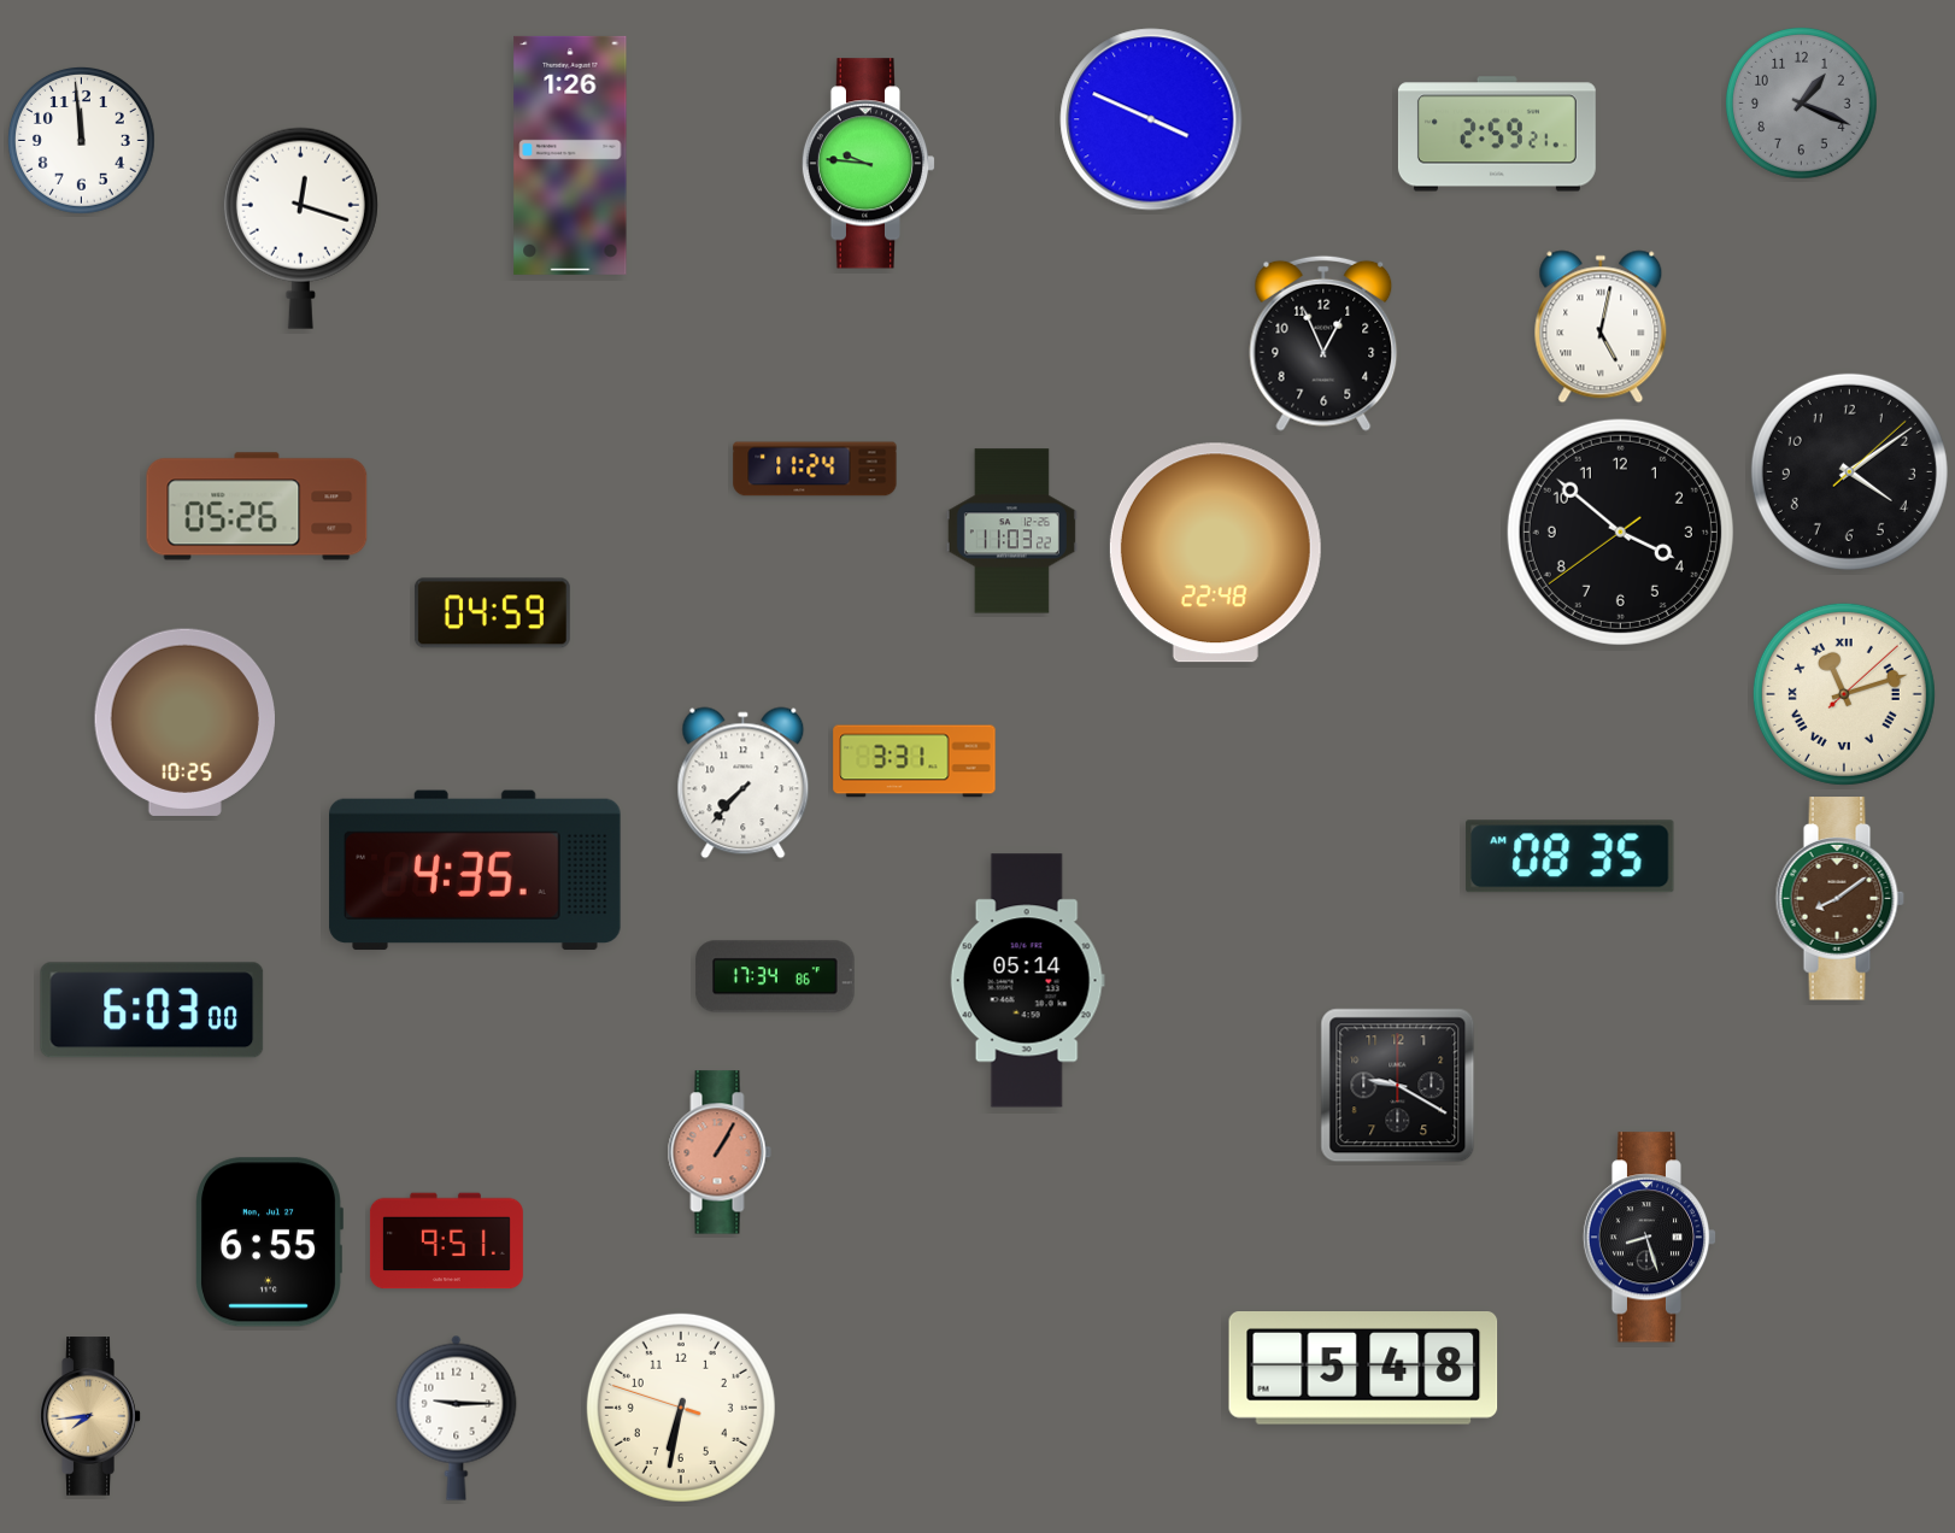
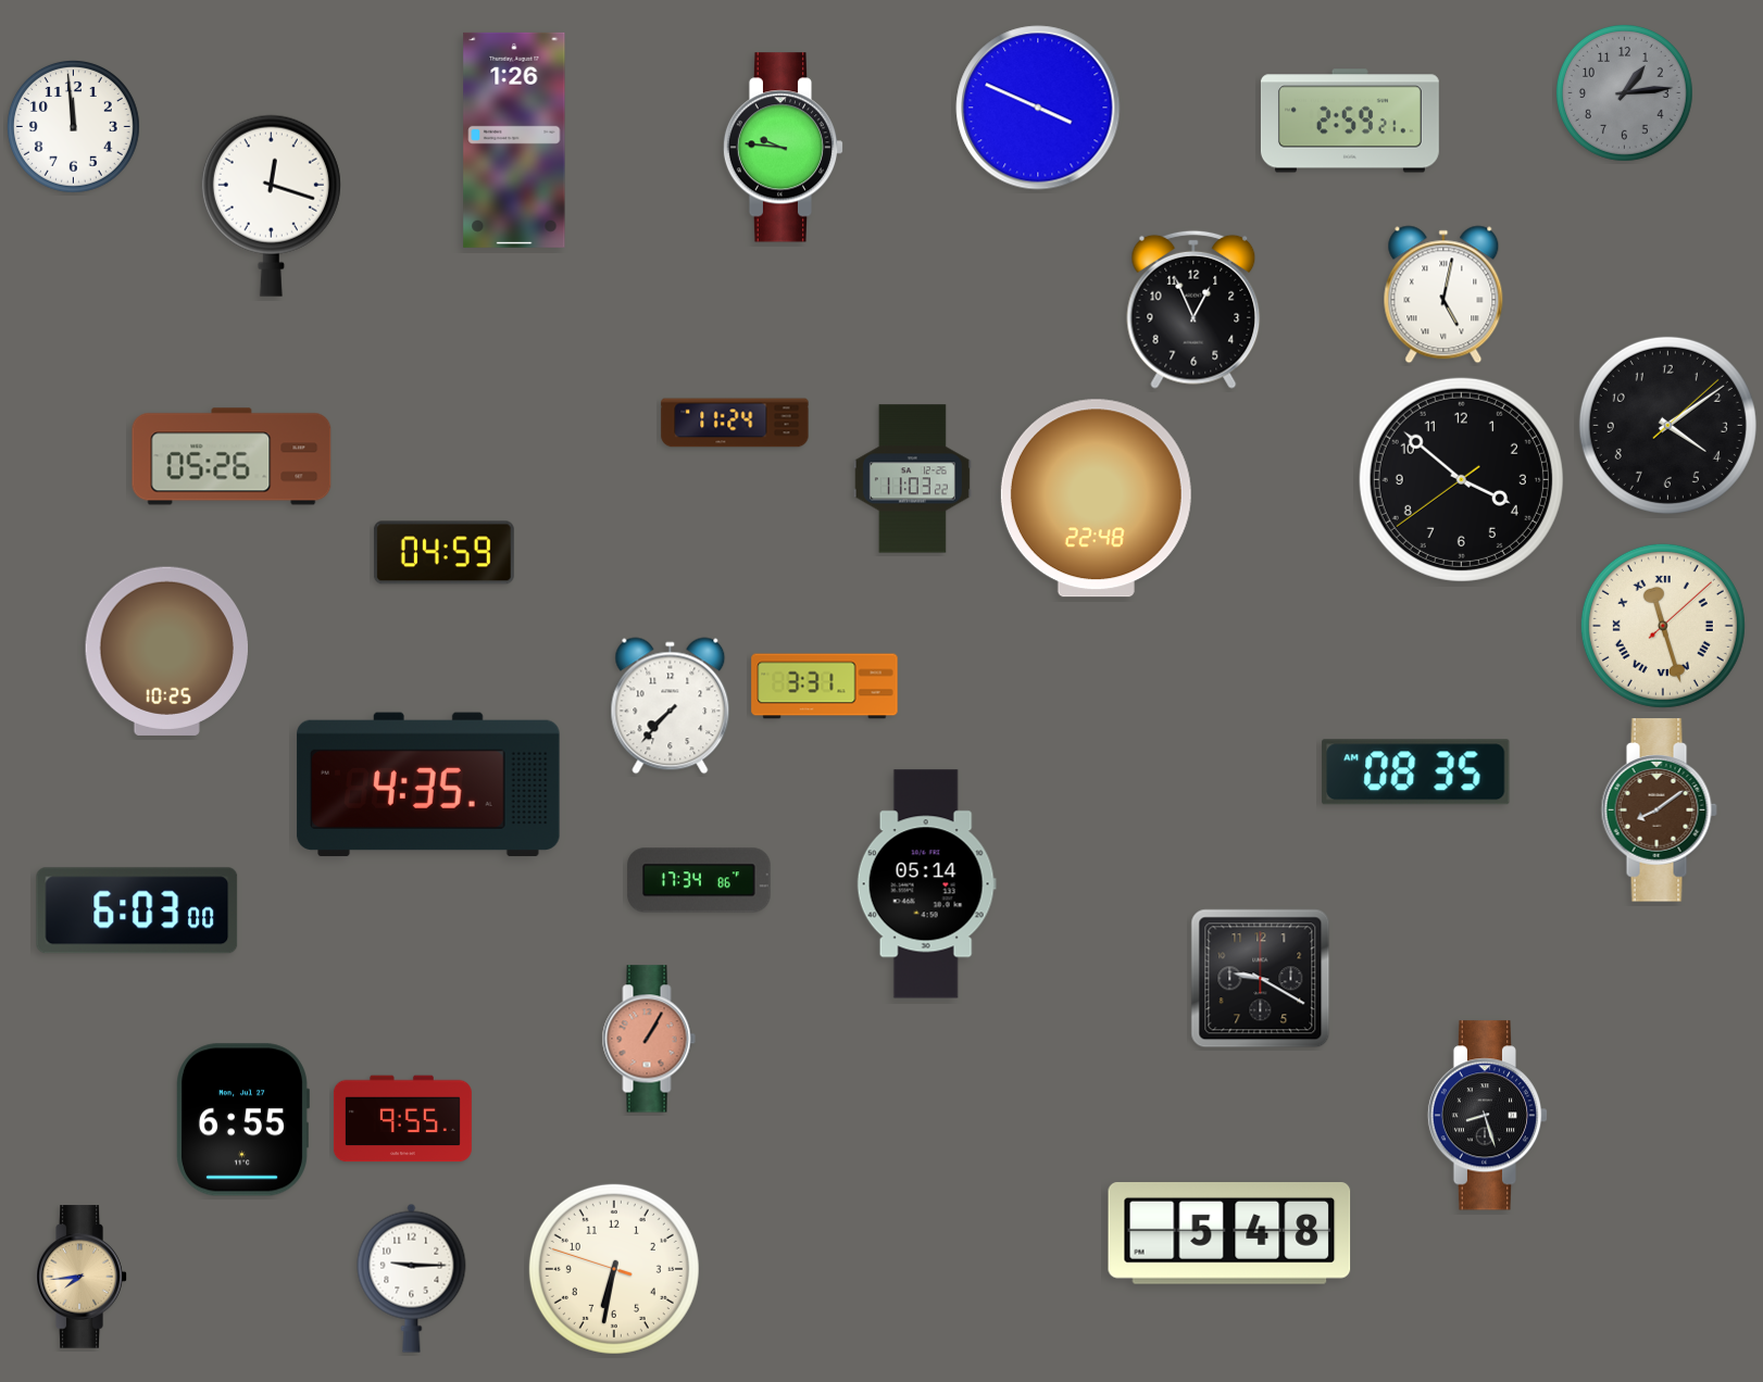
clock at (1801, 102): 1:19 -> 1:14
clock at (1844, 694): 11:12 -> 11:27
clock at (446, 1241): 9:51 -> 9:55
